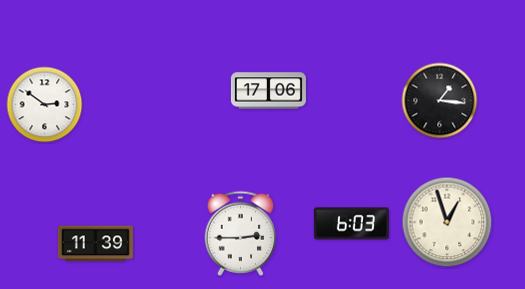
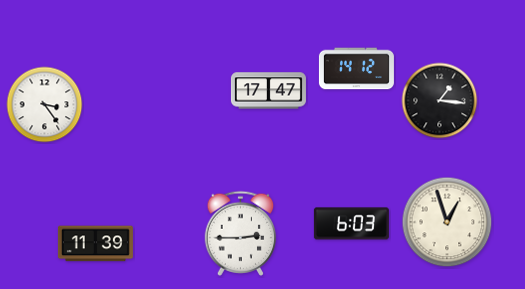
clock at (356, 69): none -> 14:12
clock at (268, 91): 17:06 -> 17:47
clock at (45, 105): 2:51 -> 3:24
